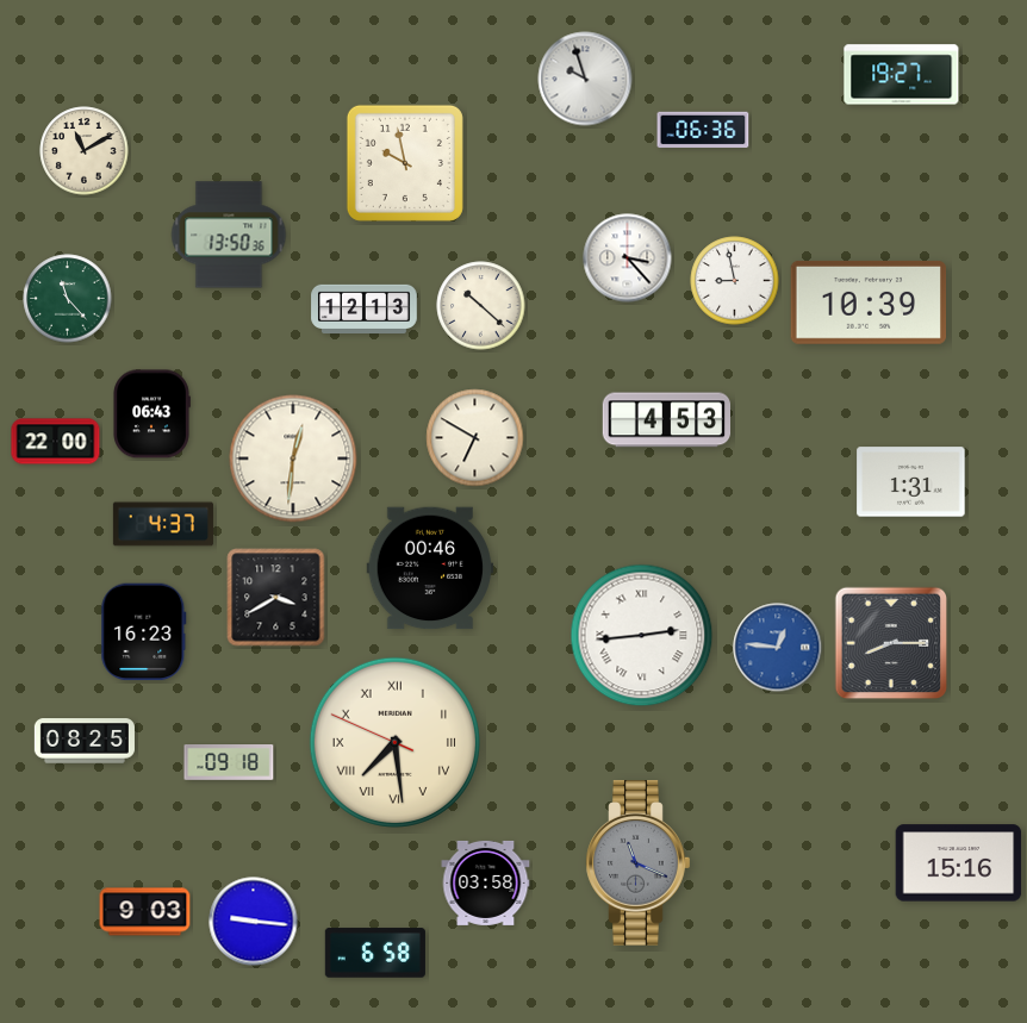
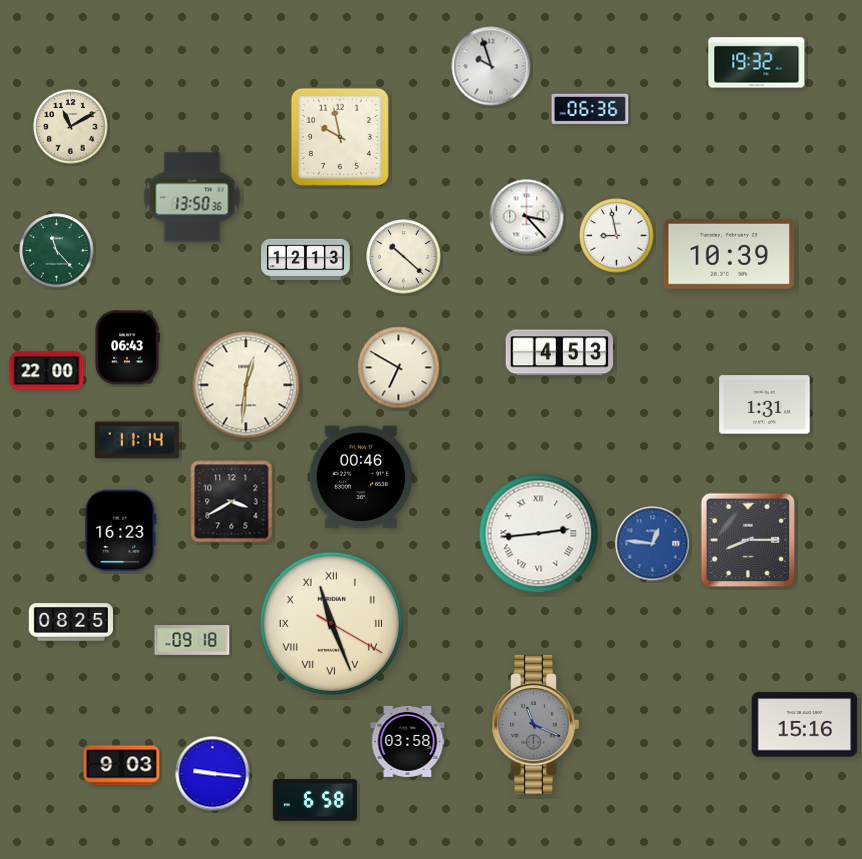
clock at (902, 75): 19:27 -> 19:32
clock at (163, 524): 4:37 -> 11:14
clock at (394, 742): 7:28 -> 11:26
